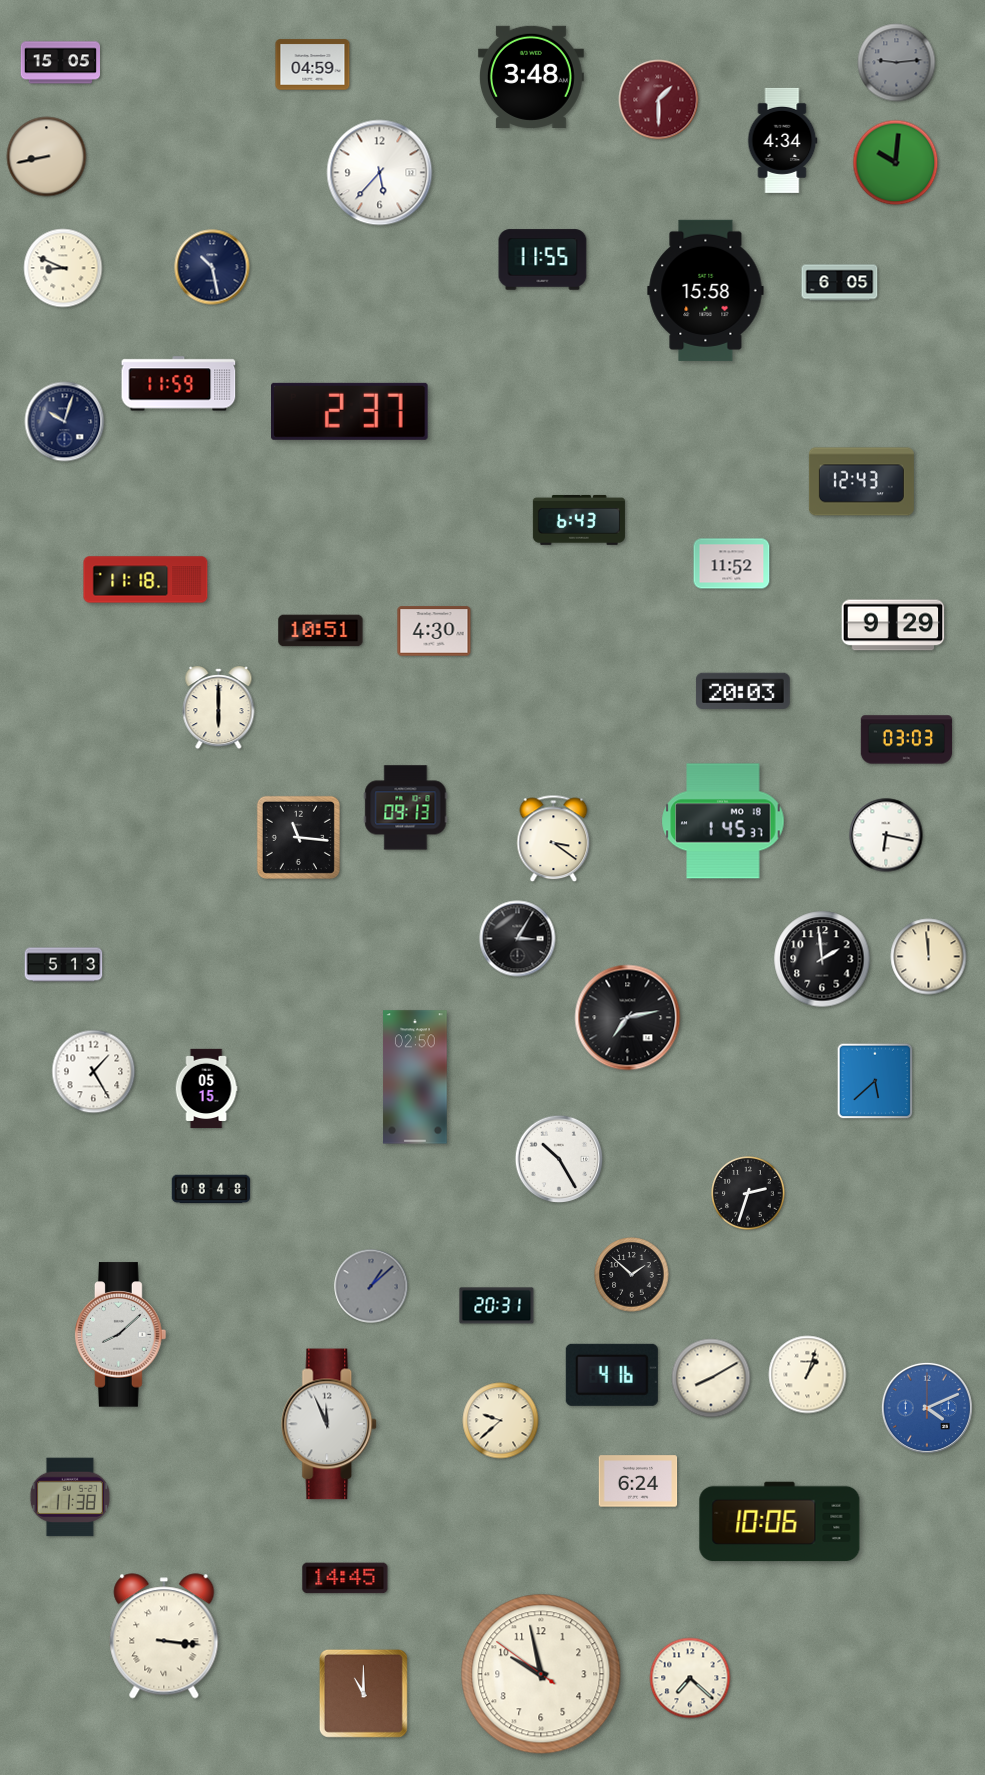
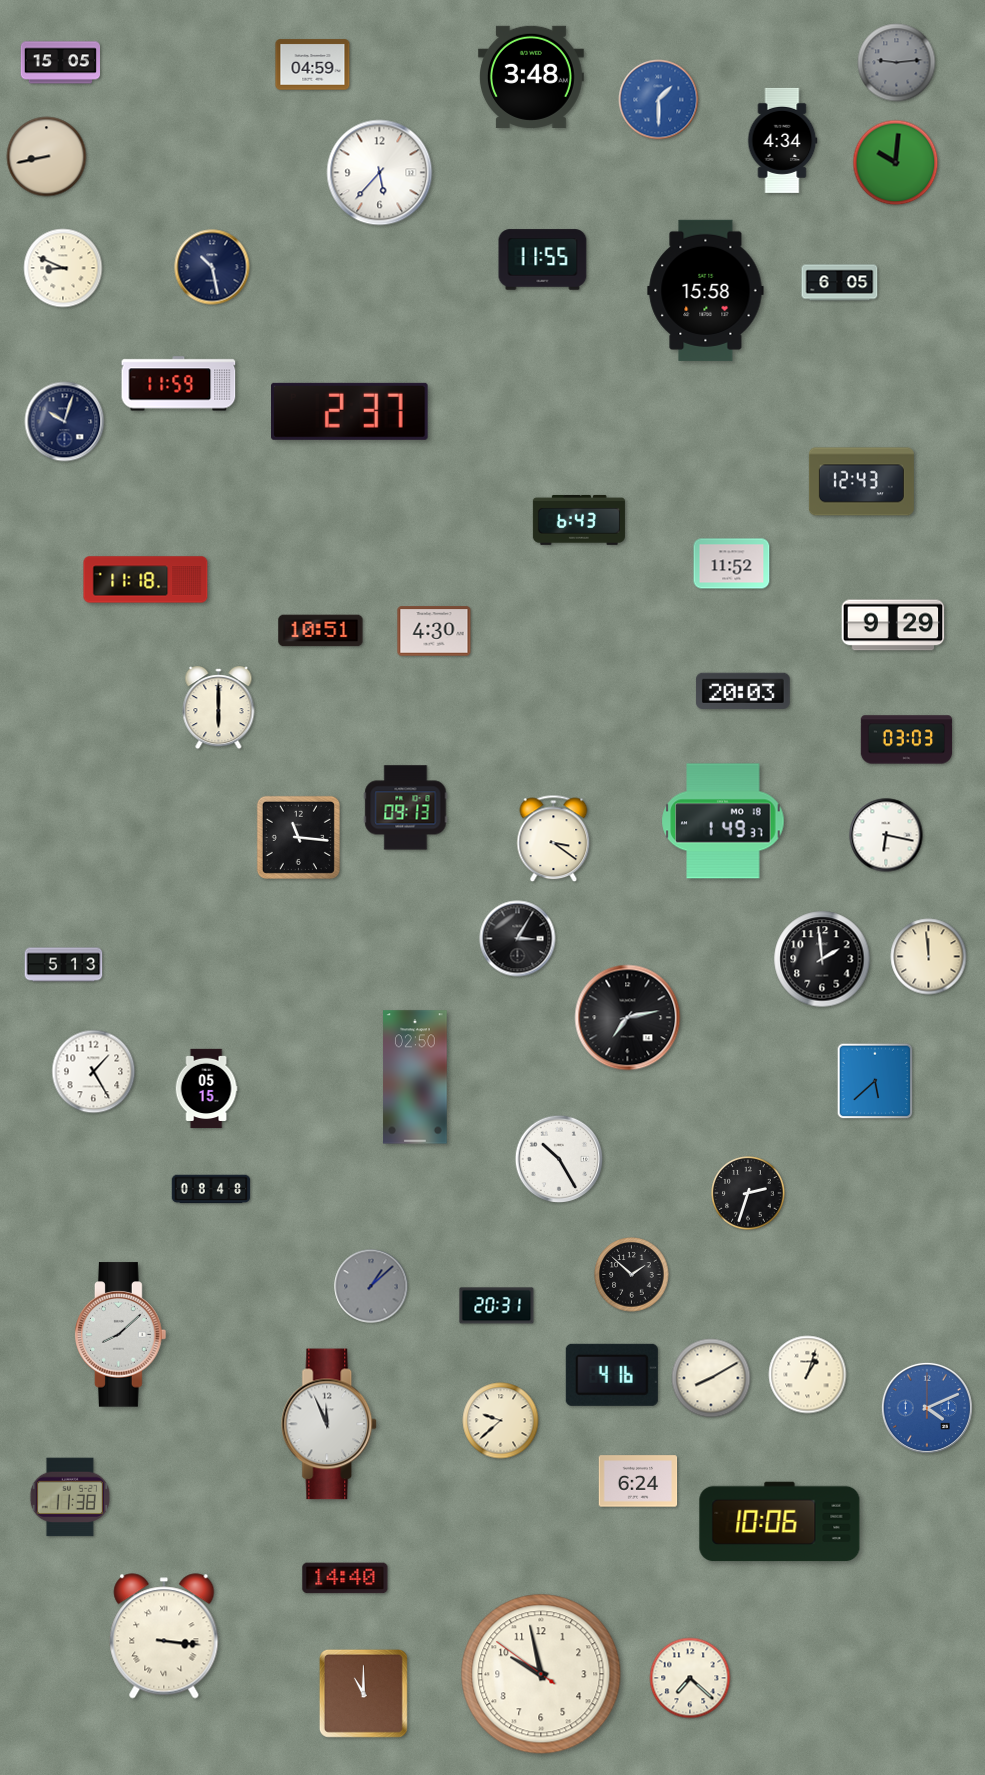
clock at (659, 100) dial: burgundy -> blue
clock at (723, 821): 1:45 -> 1:49
clock at (345, 1578): 14:45 -> 14:40
